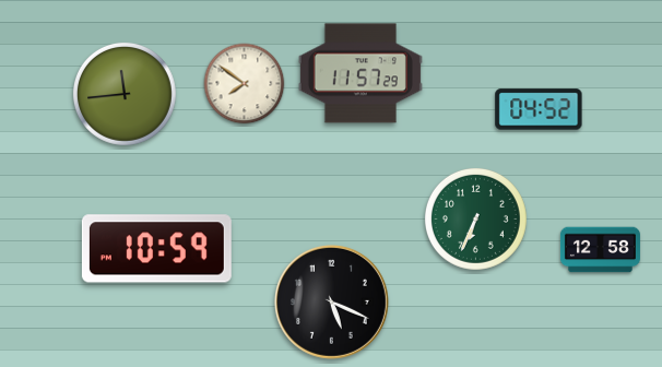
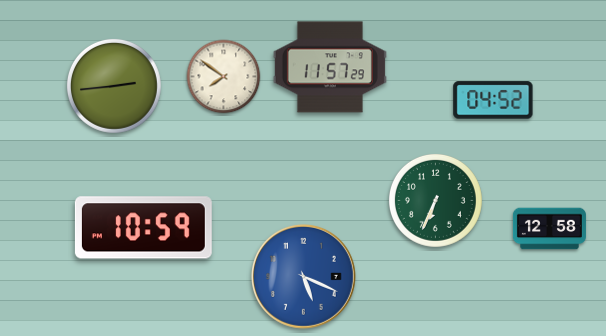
clock at (125, 94): 11:44 -> 2:44
clock at (331, 301) dial: black -> blue
